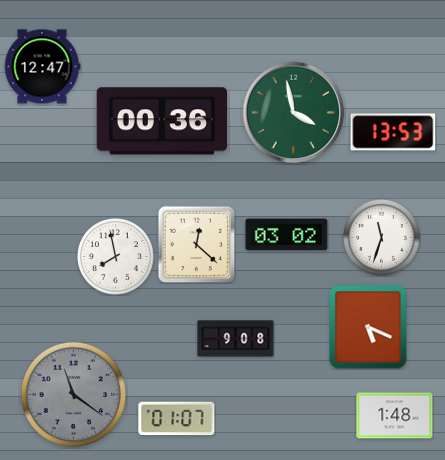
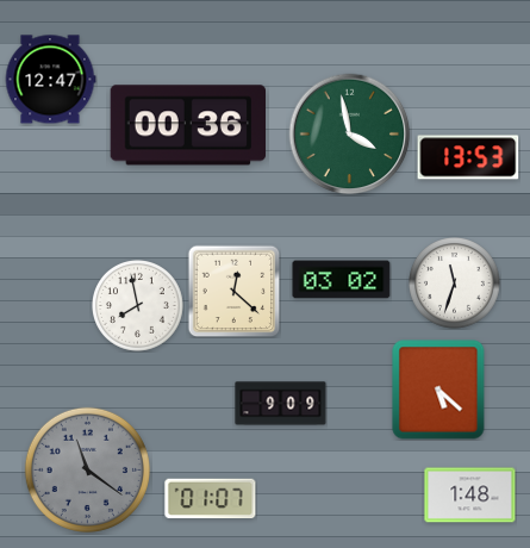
clock at (161, 121) position: (161, 121) -> (187, 125)
clock at (368, 327): 5:19 -> 5:22
clock at (236, 339): 9:08 -> 9:09
